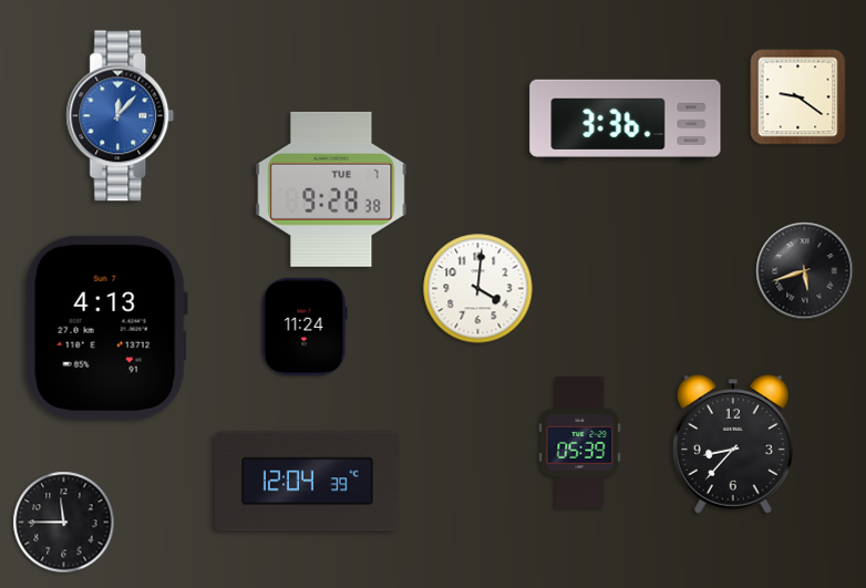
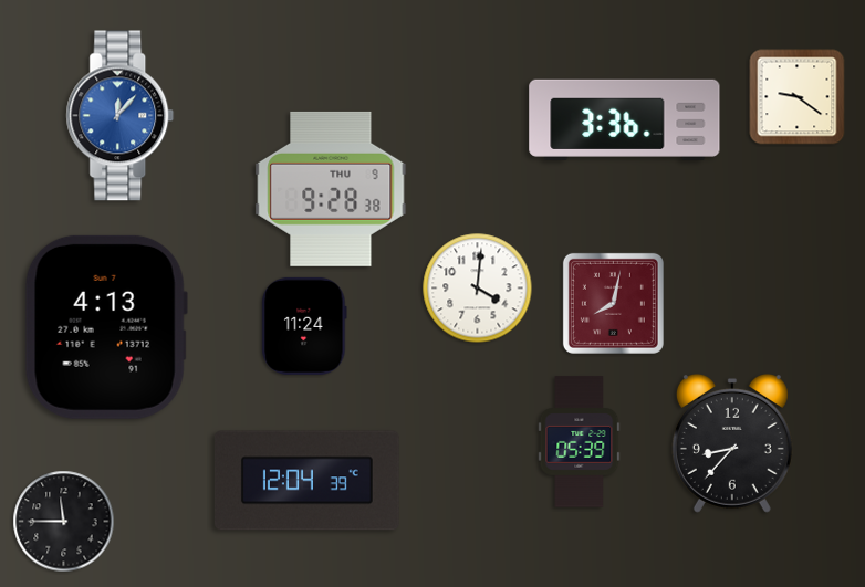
clock at (331, 189) date: TUE 7 -> THU 9
clock at (805, 271): 5:42 -> none
clock at (613, 303): none -> 8:02
